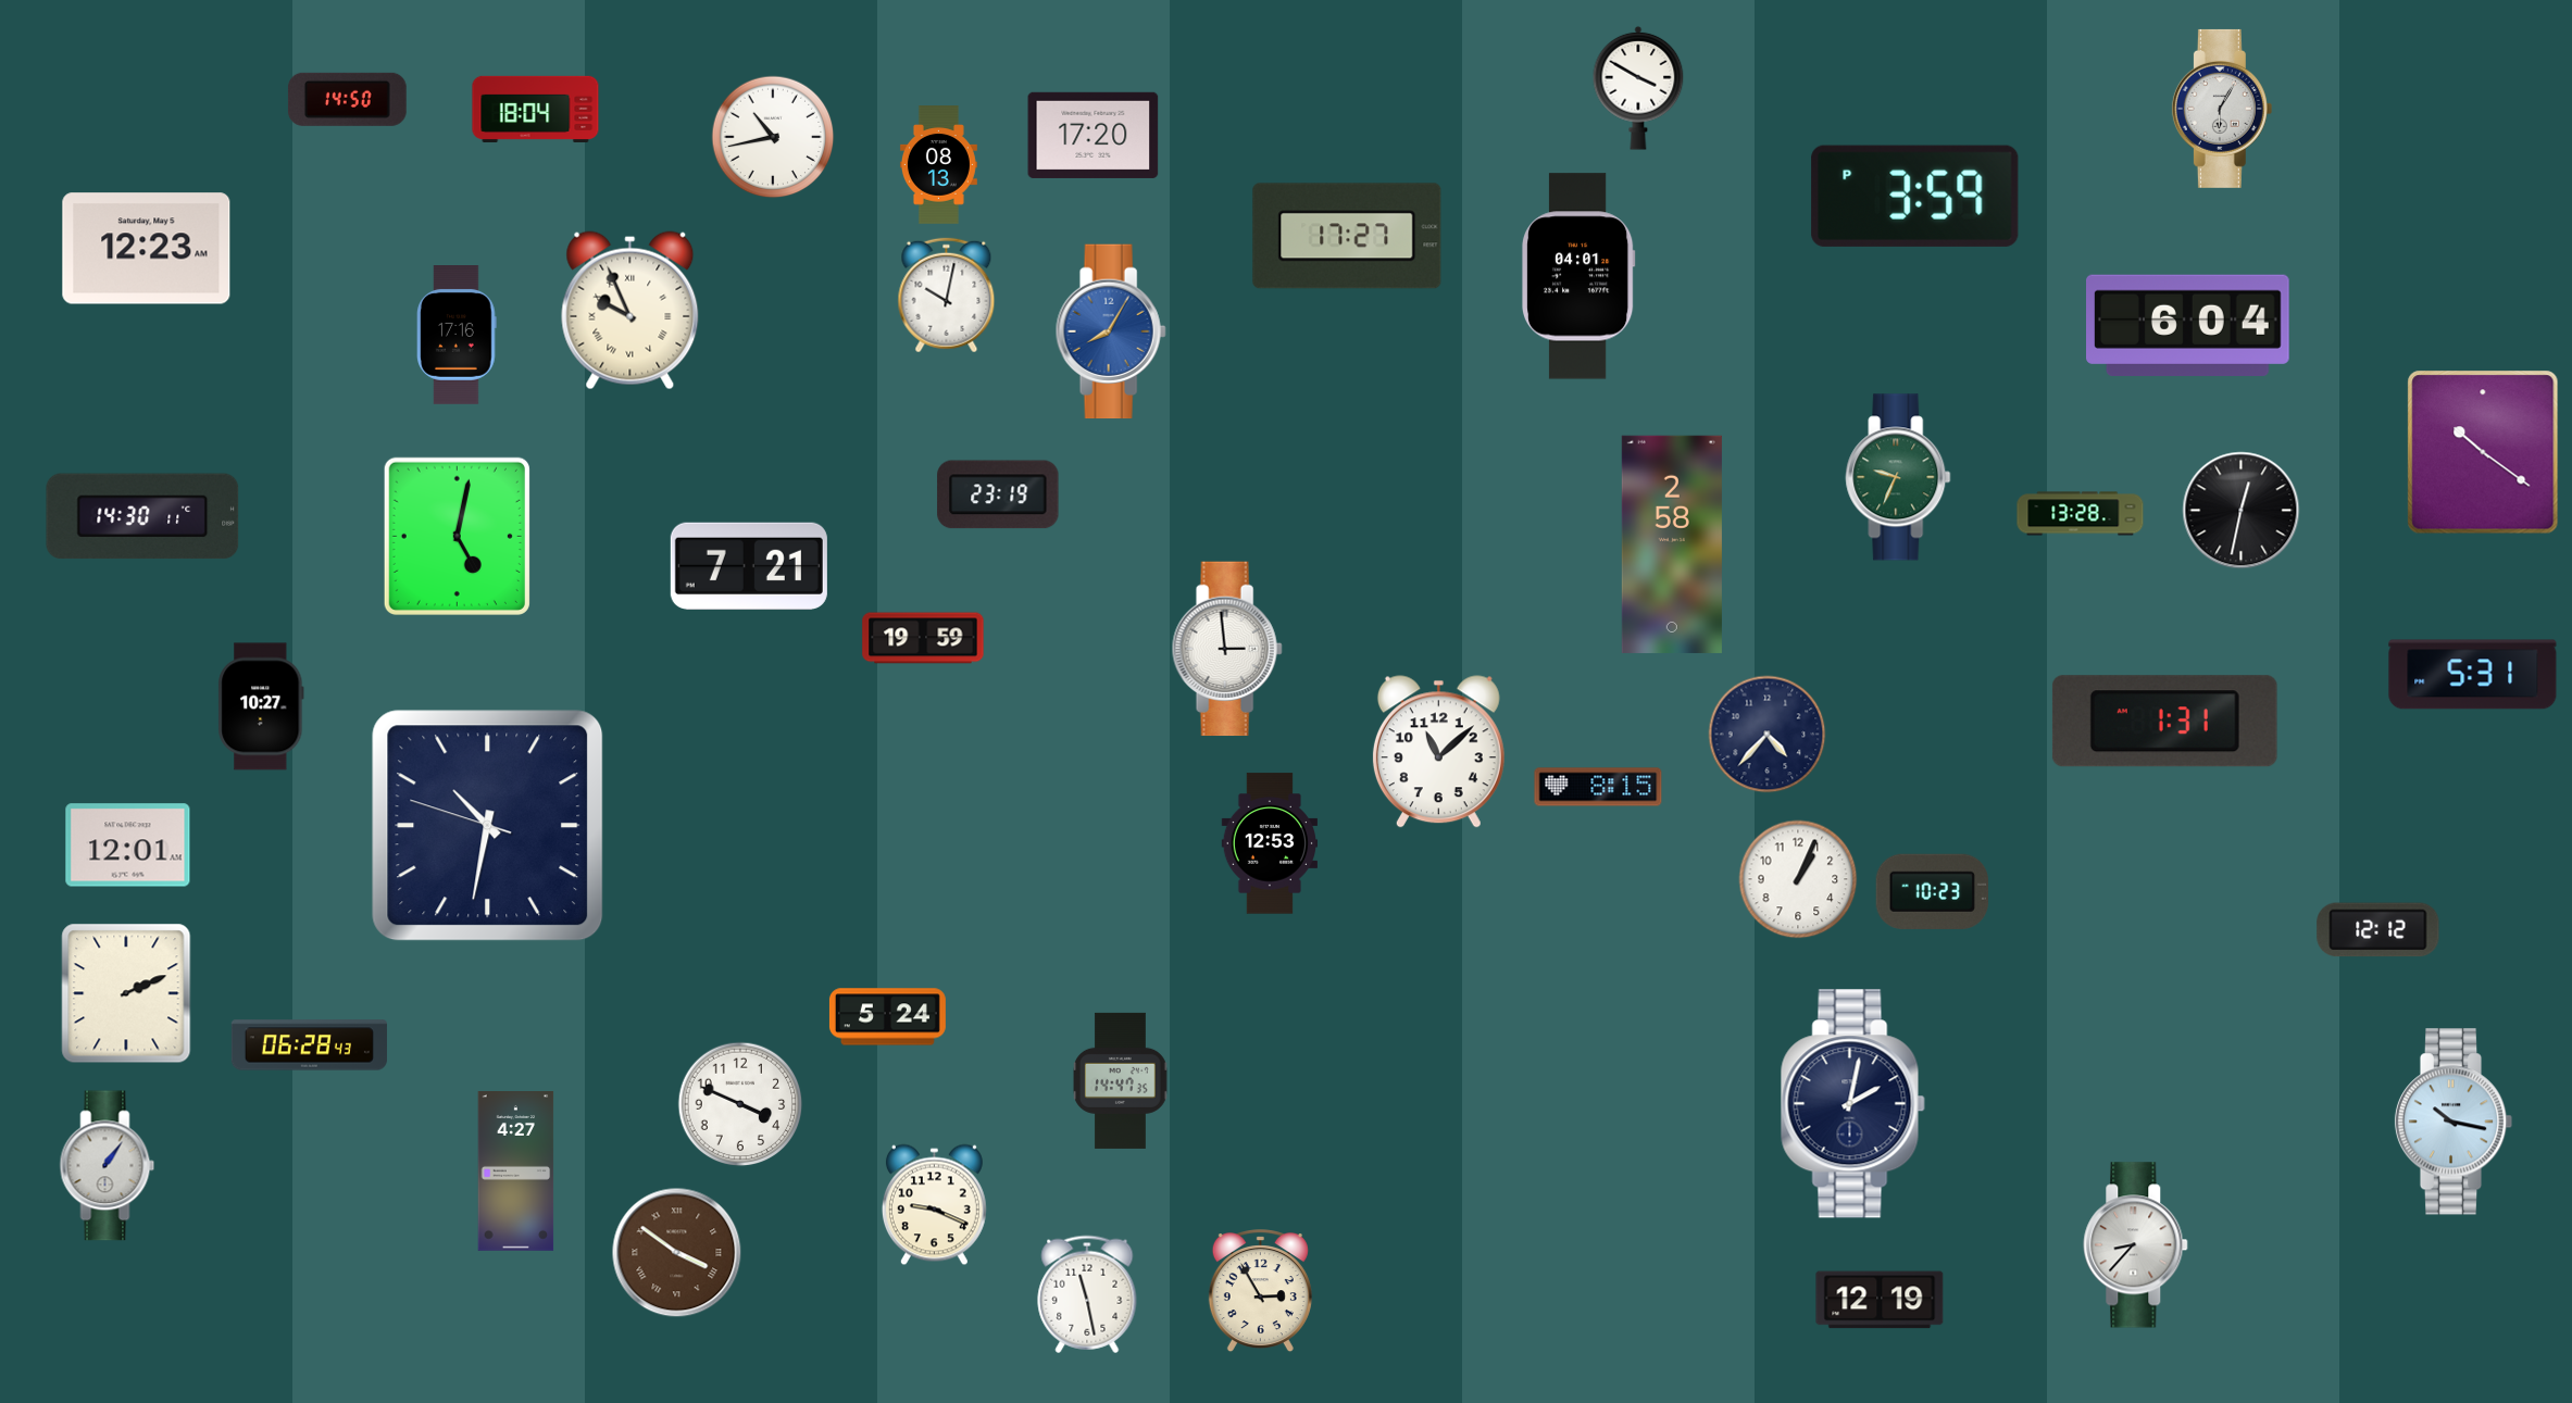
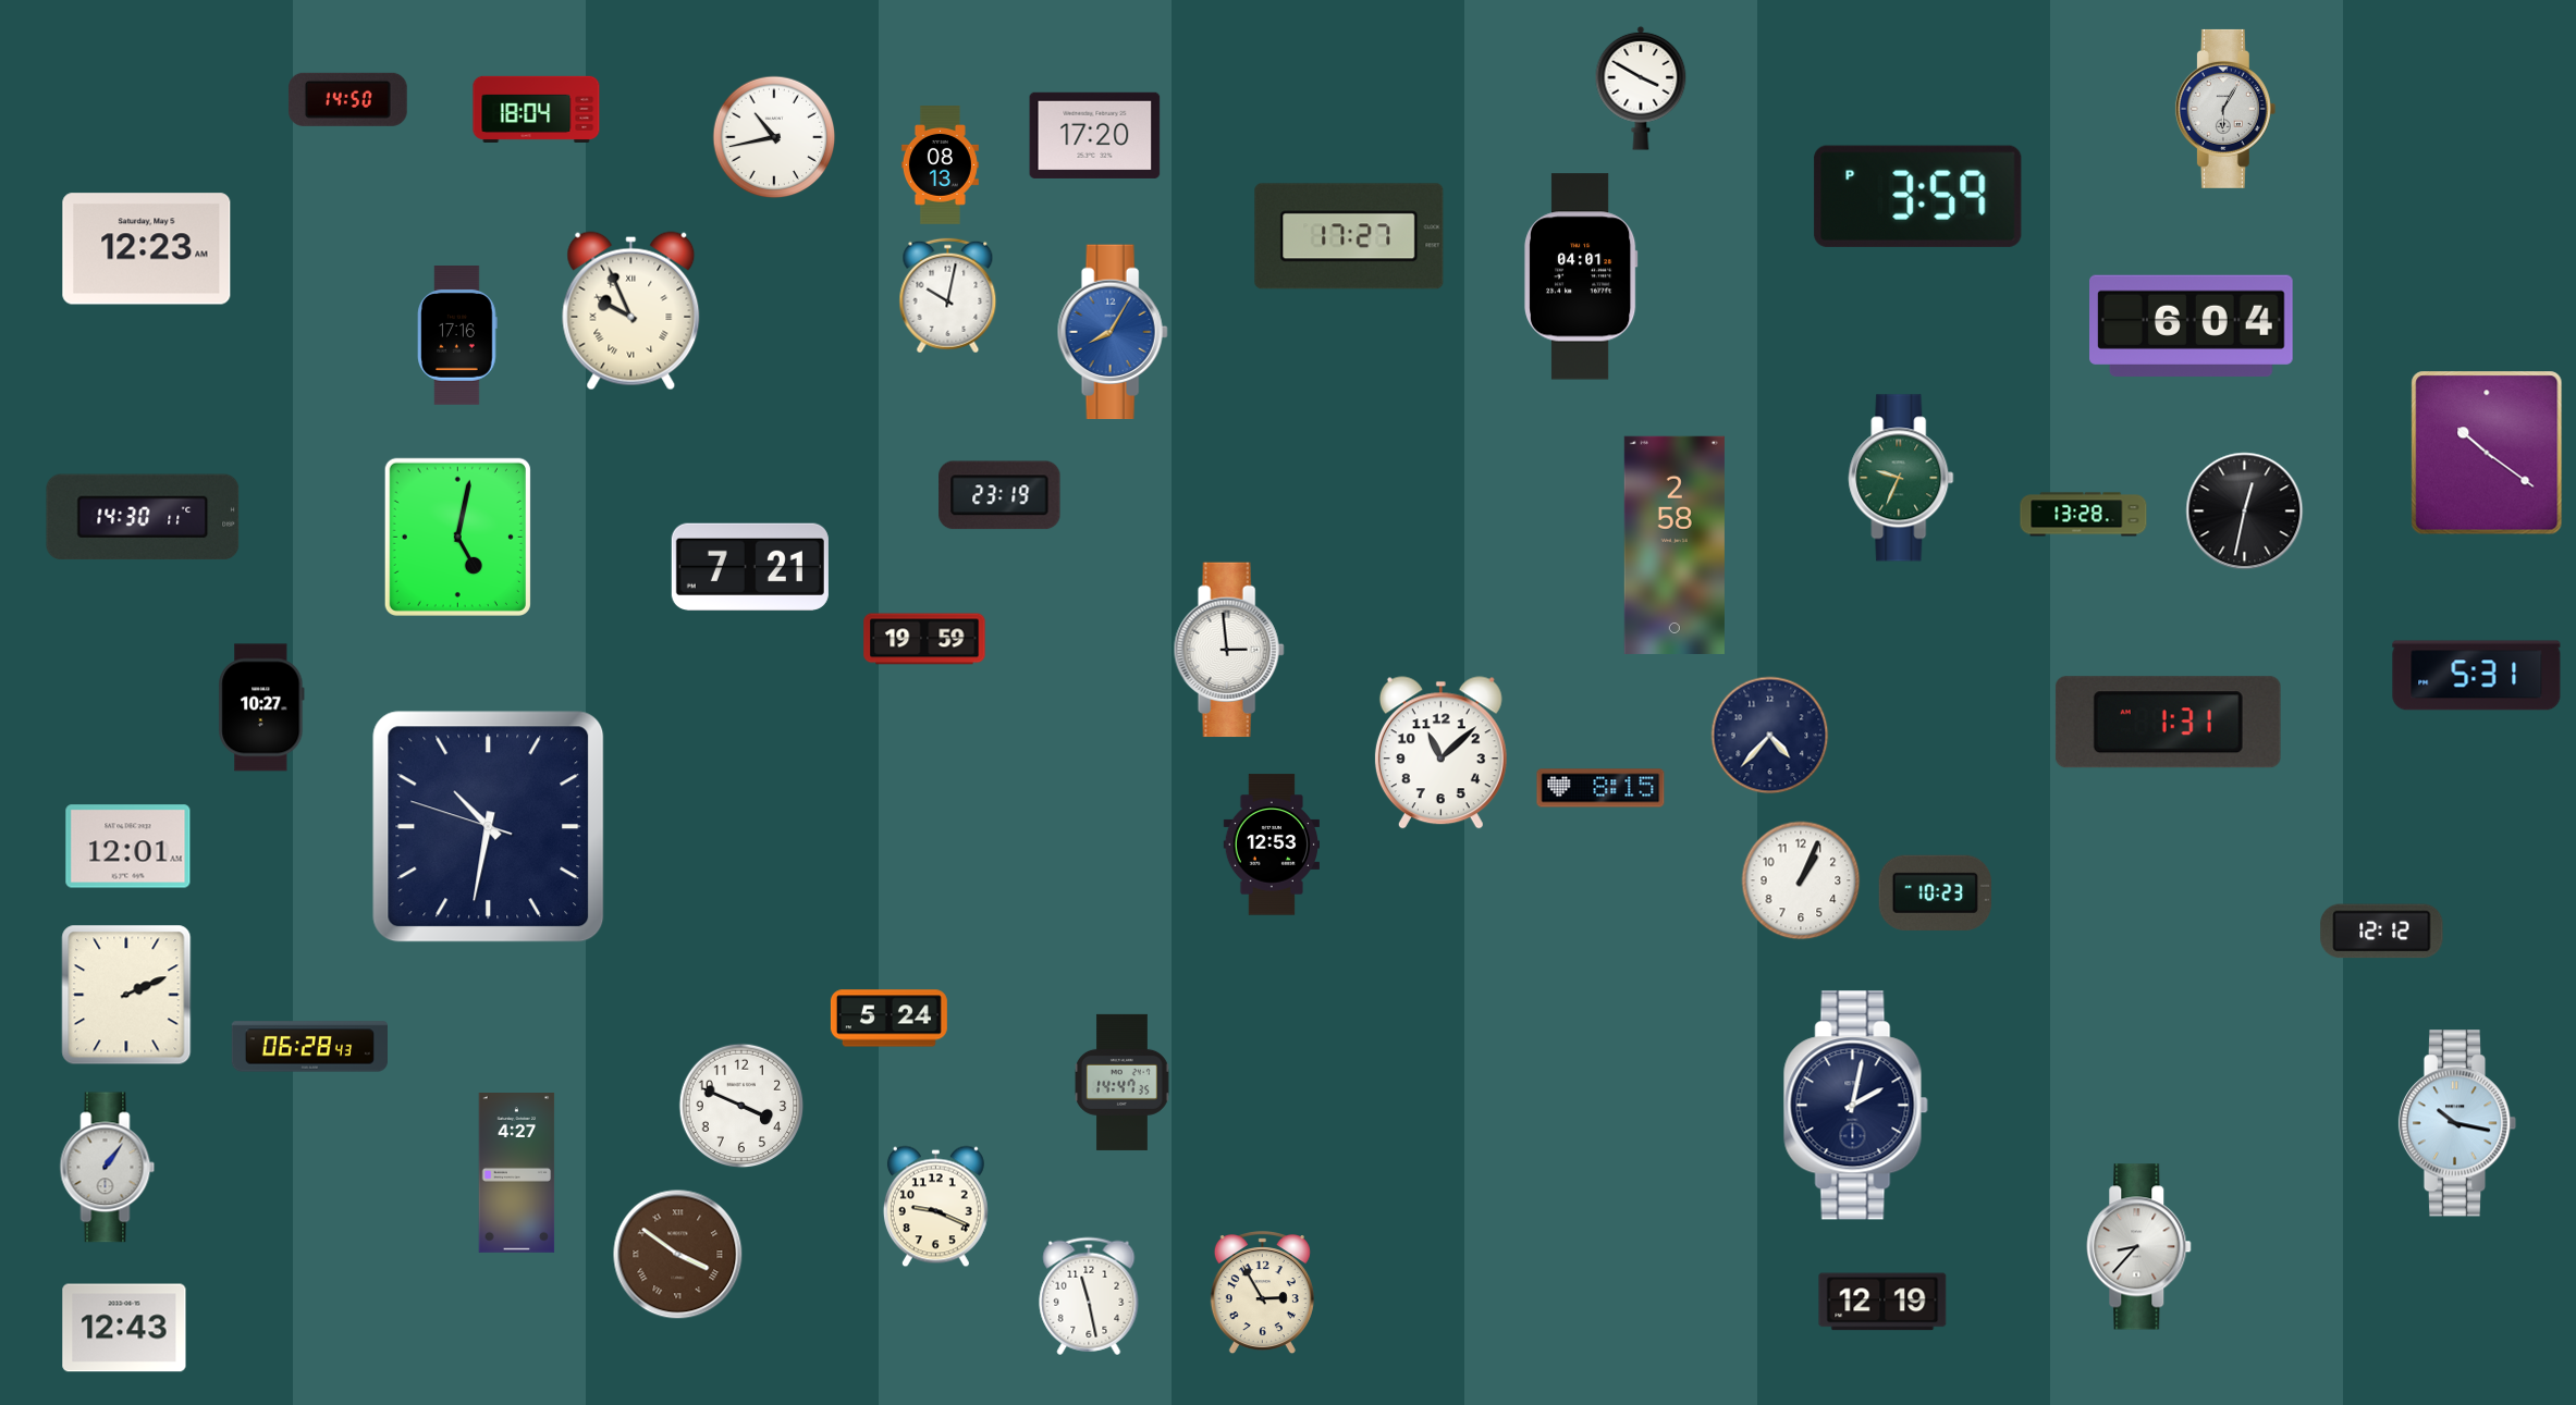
clock at (124, 1328): none -> 12:43
